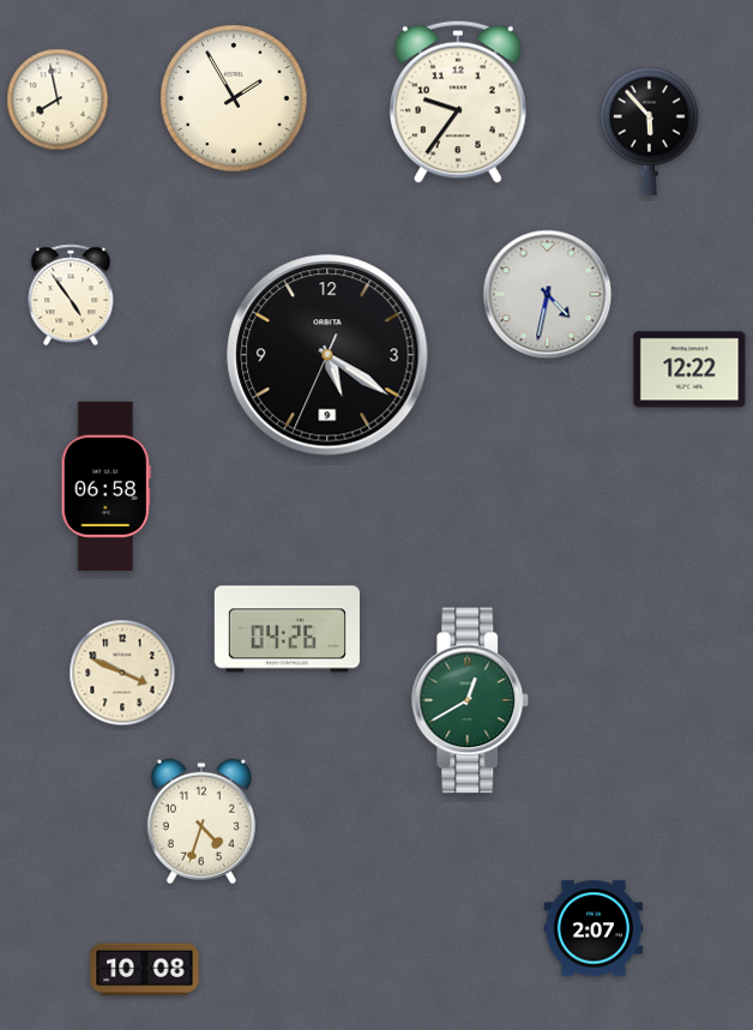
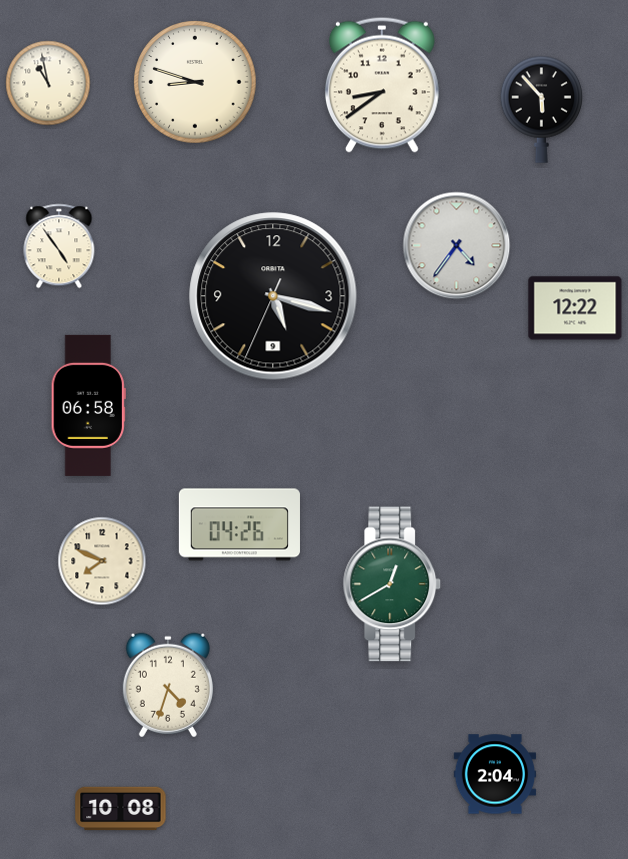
clock at (234, 98): 1:55 -> 8:48
clock at (58, 100): 7:58 -> 10:58
clock at (458, 102): 9:36 -> 8:39
clock at (548, 295): 4:32 -> 4:36
clock at (327, 355): 5:20 -> 5:17
clock at (122, 673): 3:49 -> 7:49
clock at (594, 928): 2:07 -> 2:04
